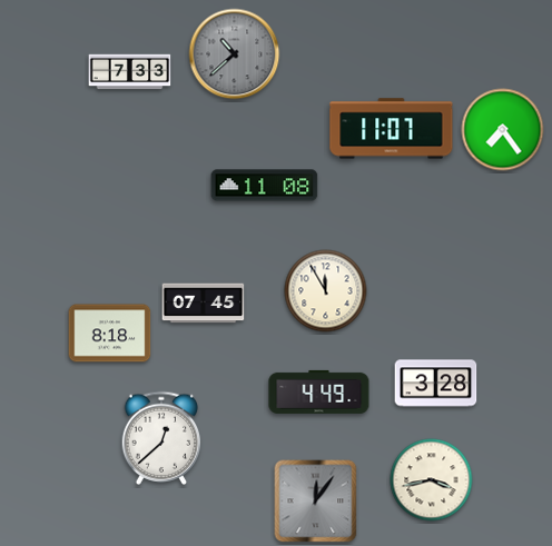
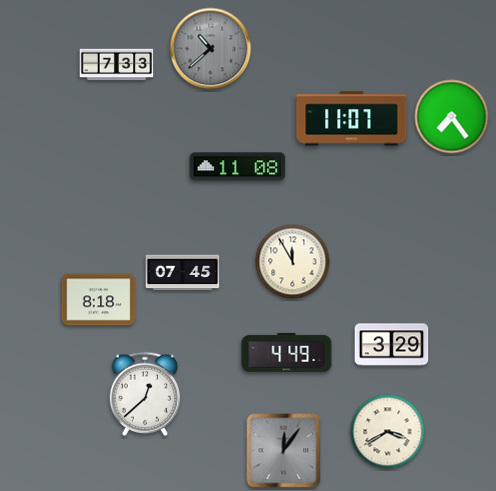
clock at (392, 129) position: (392, 129) -> (352, 119)
clock at (436, 384): 3:28 -> 3:29
clock at (432, 480): 3:43 -> 3:40
